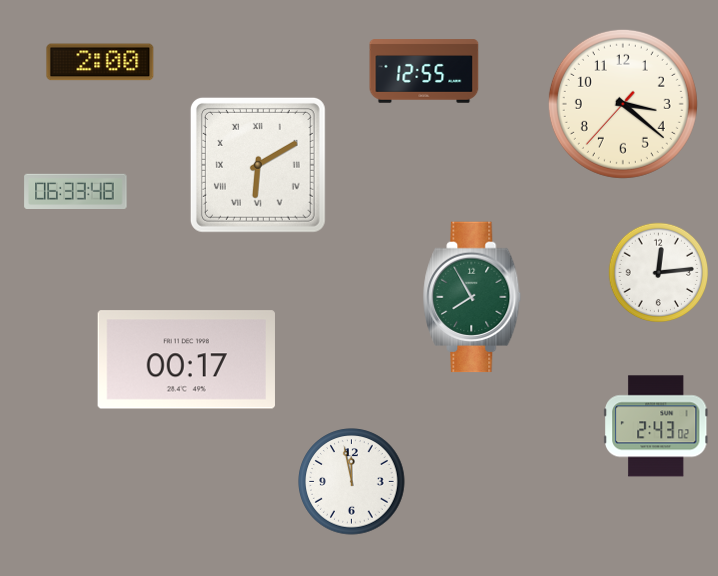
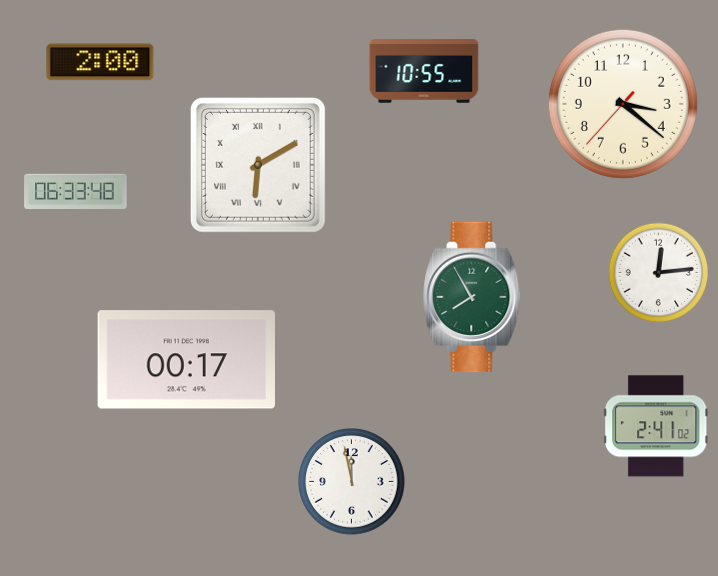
clock at (424, 71): 12:55 -> 10:55
clock at (657, 426): 2:43 -> 2:41
